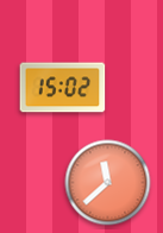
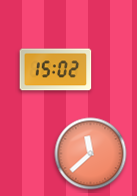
clock at (63, 88) position: (63, 88) -> (56, 70)
